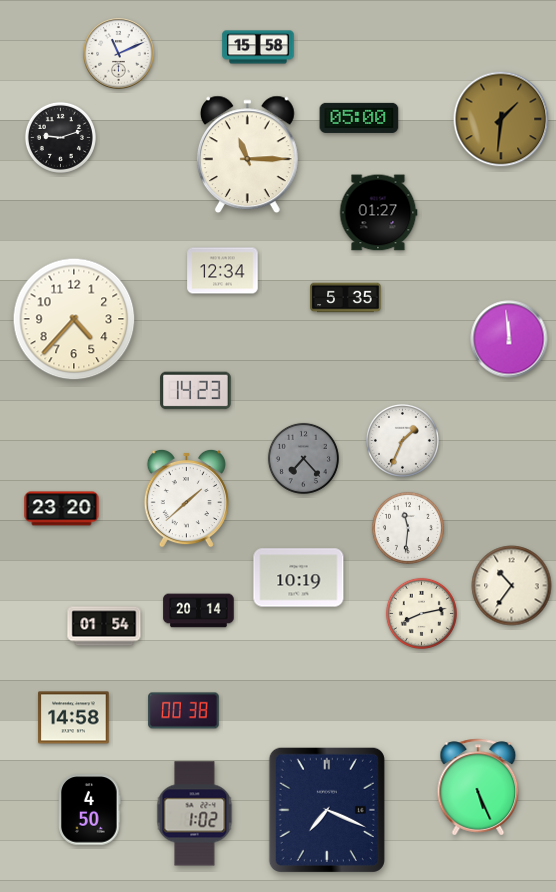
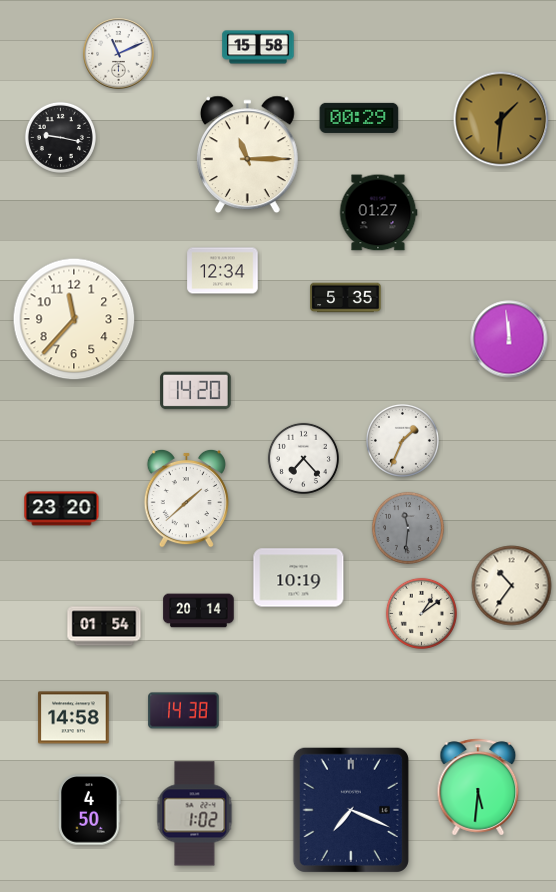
clock at (359, 118): 05:00 -> 00:29
clock at (60, 137): 9:12 -> 9:17
clock at (74, 319): 4:37 -> 11:37
clock at (196, 391): 14:23 -> 14:20
clock at (303, 458) dial: grey -> white
clock at (408, 528) dial: white -> grey
clock at (421, 613): 8:13 -> 1:09
clock at (184, 711): 00:38 -> 14:38
clock at (478, 787): 5:26 -> 5:31
clock at (327, 810) position: (327, 810) -> (351, 810)
